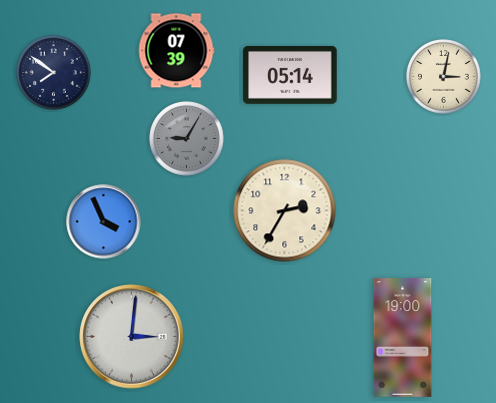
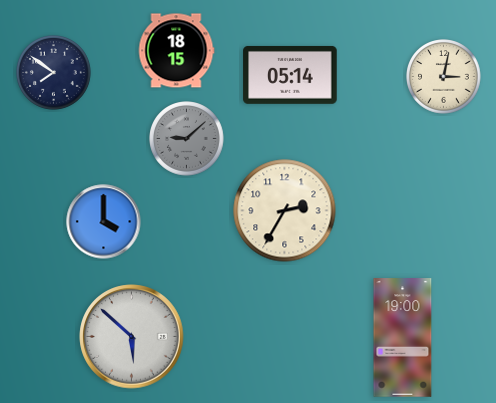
clock at (176, 51): 07:39 -> 18:15
clock at (187, 139): 9:05 -> 9:08
clock at (104, 222): 3:56 -> 4:00
clock at (132, 337): 3:01 -> 5:52
